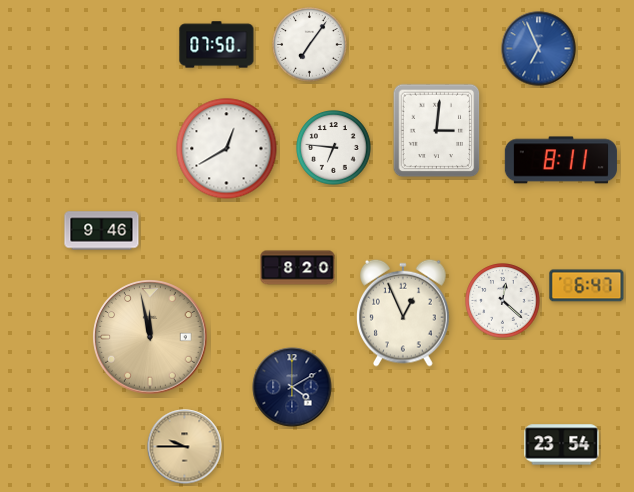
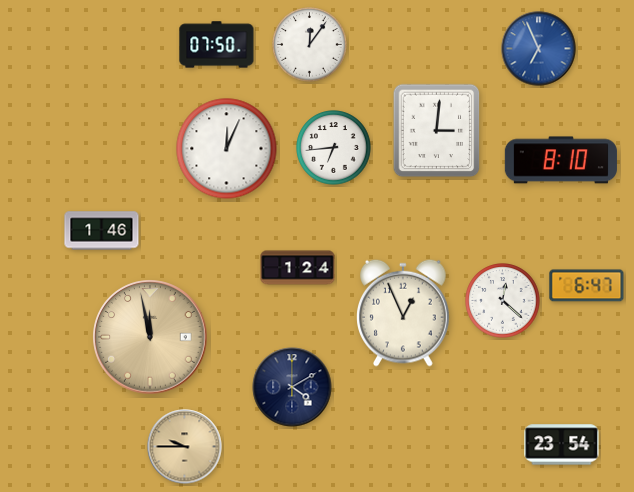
clock at (310, 45): 7:06 -> 12:06
clock at (334, 148): 6:46 -> 6:44
clock at (227, 149): 12:40 -> 12:04
clock at (561, 160): 8:11 -> 8:10
clock at (102, 231): 9:46 -> 1:46
clock at (298, 268): 8:20 -> 1:24
